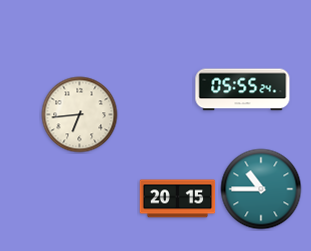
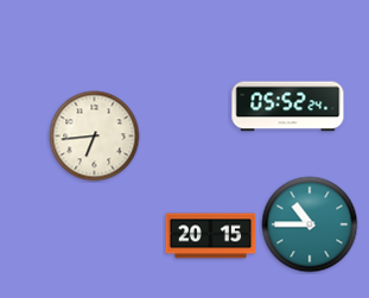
clock at (243, 90): 05:55 -> 05:52
